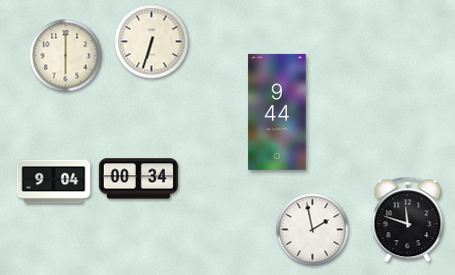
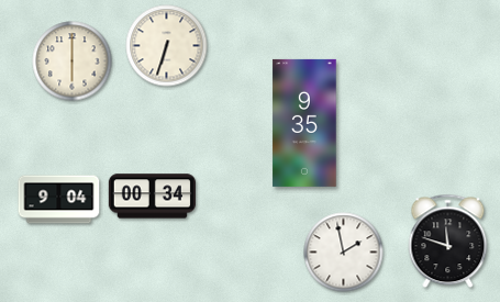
clock at (277, 112): 9:44 -> 9:35
